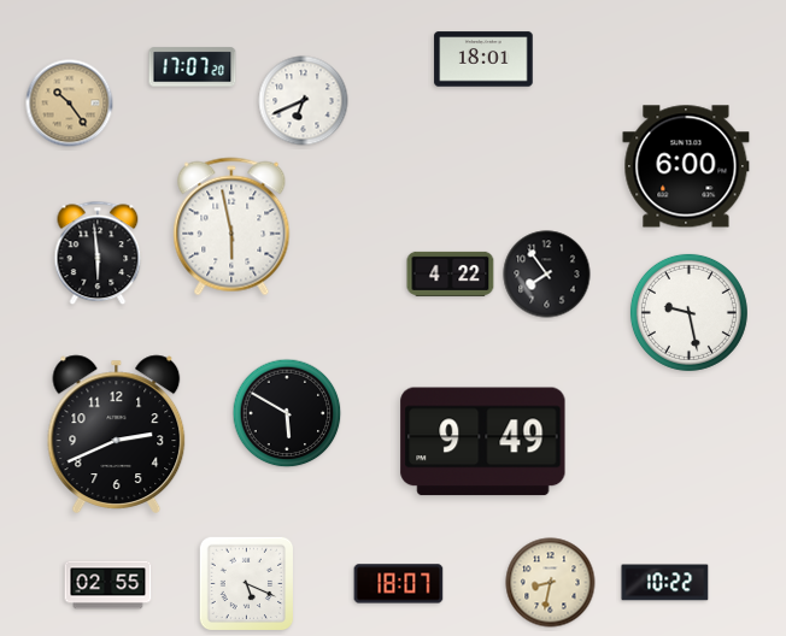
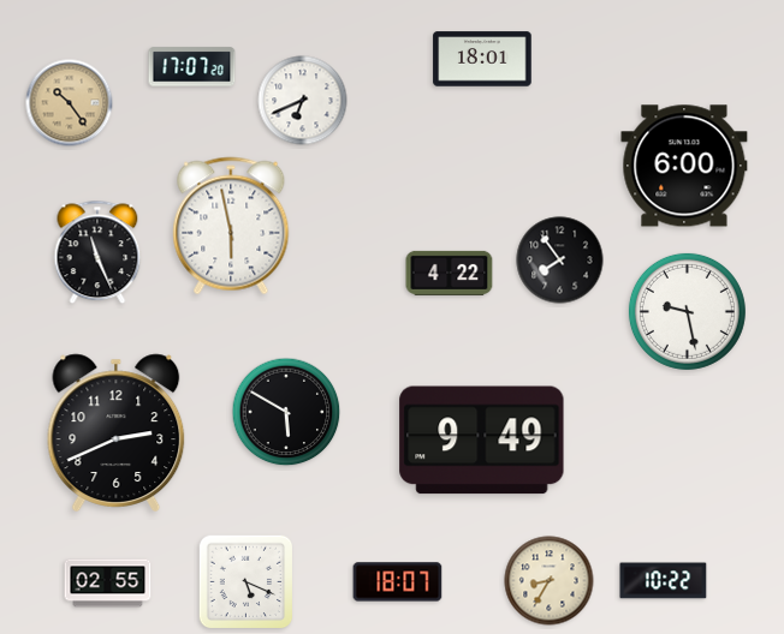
clock at (98, 253): 5:59 -> 11:26
clock at (547, 275) position: (547, 275) -> (560, 261)
clock at (551, 583): 8:32 -> 8:35
